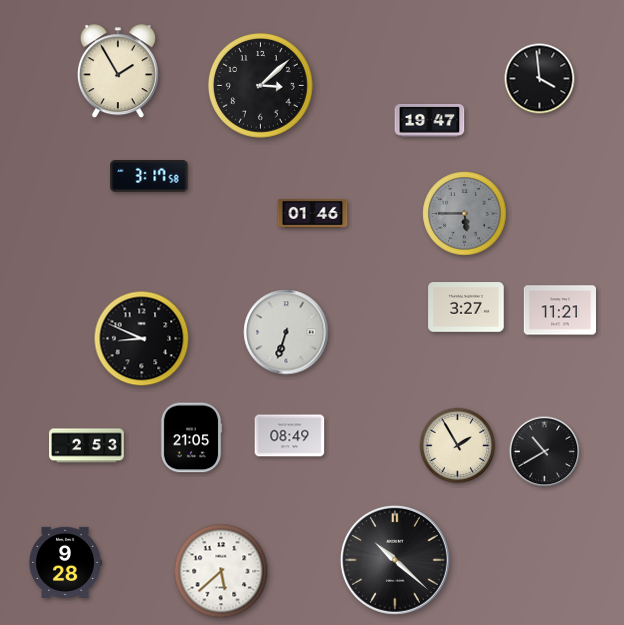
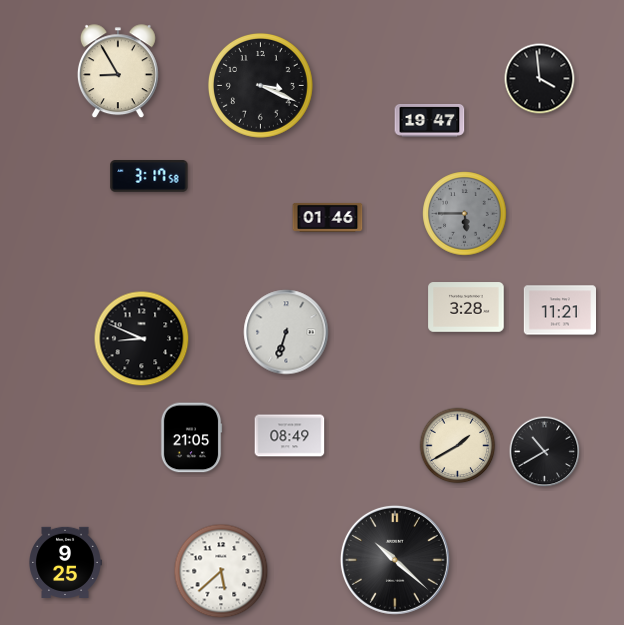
clock at (118, 72): 1:55 -> 8:55
clock at (260, 85): 3:08 -> 3:19
clock at (313, 213) position: (313, 213) -> (328, 217)
clock at (466, 307): 3:27 -> 3:28
clock at (87, 446): 2:53 -> none
clock at (458, 446): 1:55 -> 1:40
clock at (65, 562): 9:28 -> 9:25
